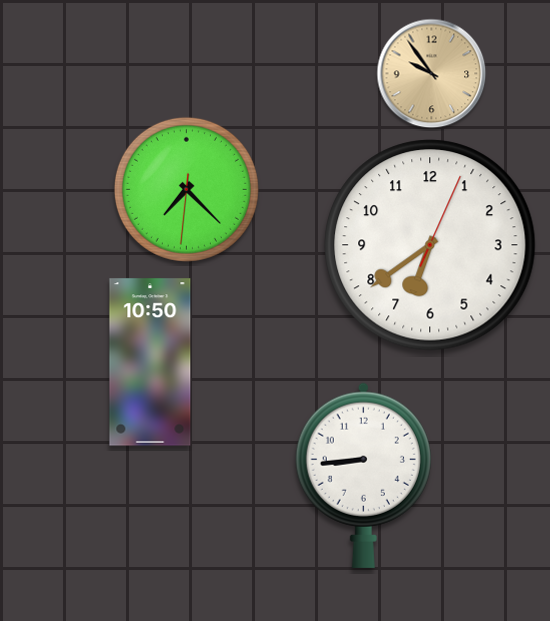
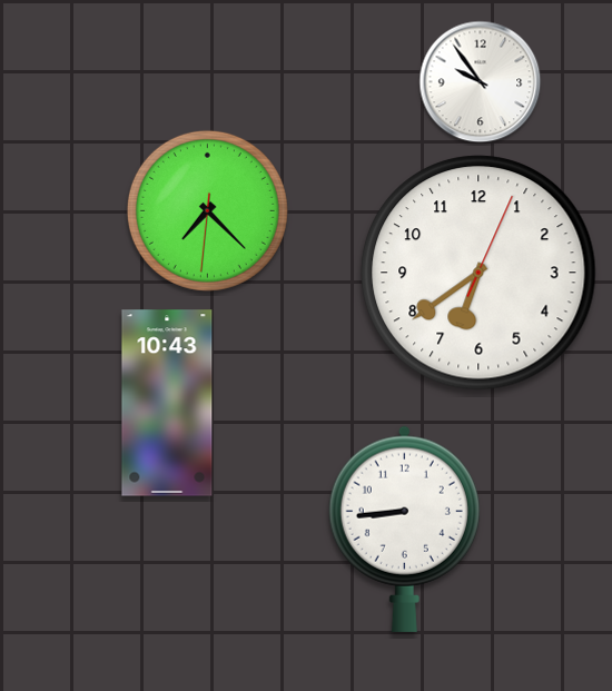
clock at (432, 74) dial: champagne -> white
clock at (150, 362): 10:50 -> 10:43
